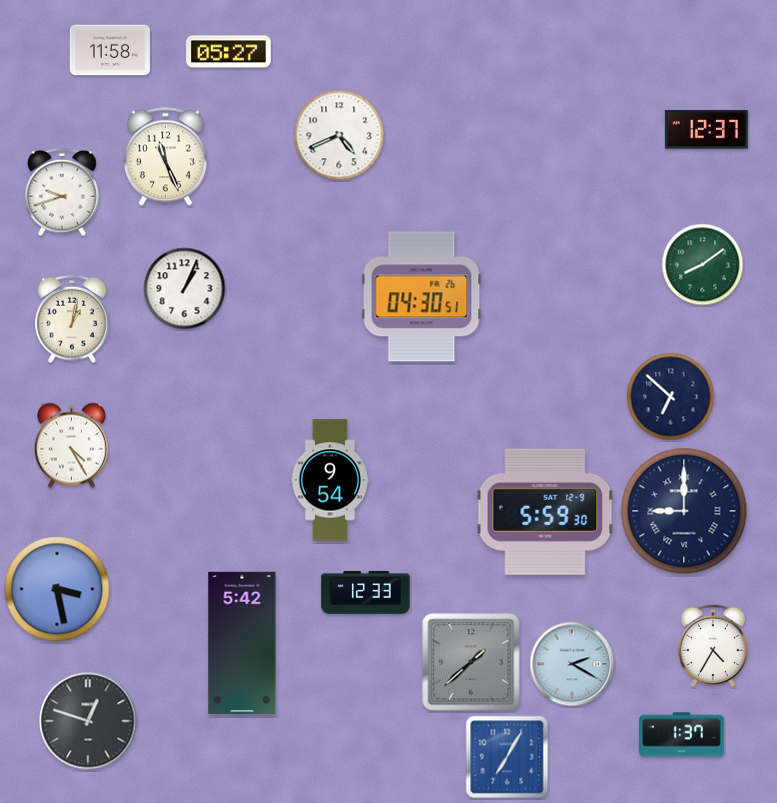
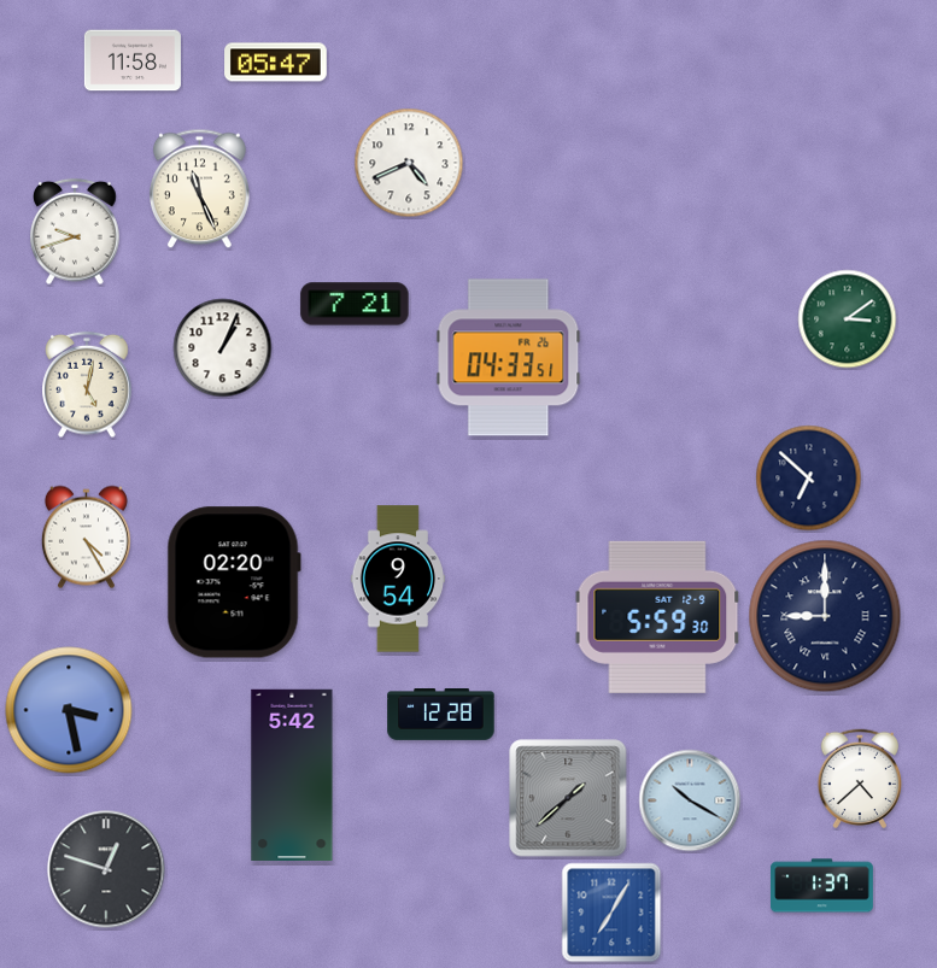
clock at (229, 52): 05:27 -> 05:47
clock at (706, 130): 12:37 -> none
clock at (355, 304): none -> 7:21
clock at (703, 265): 8:09 -> 3:09
clock at (422, 297): 04:30 -> 04:33
clock at (72, 319): 1:02 -> 5:02
clock at (234, 582): none -> 02:20
clock at (366, 593): 12:33 -> 12:28
clock at (713, 645): 4:35 -> 4:38
clock at (572, 664): 2:20 -> 10:20
